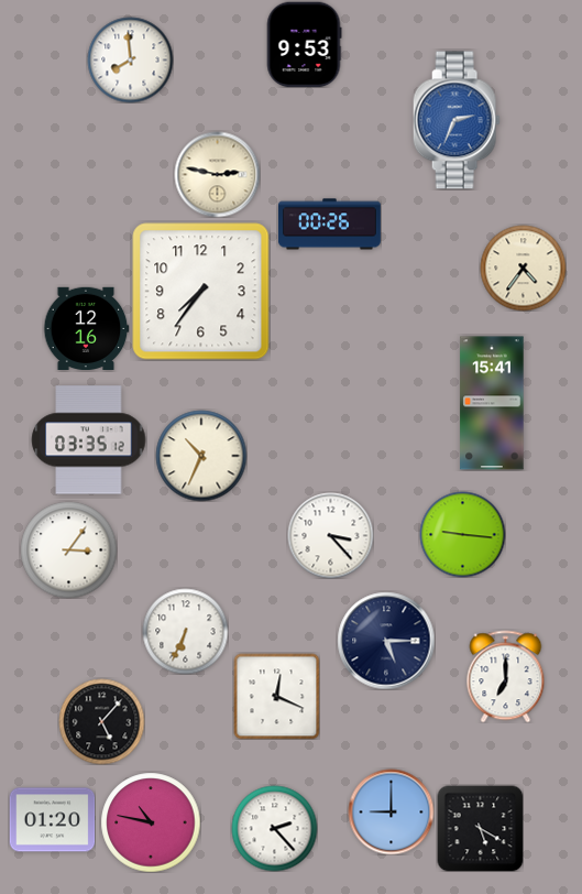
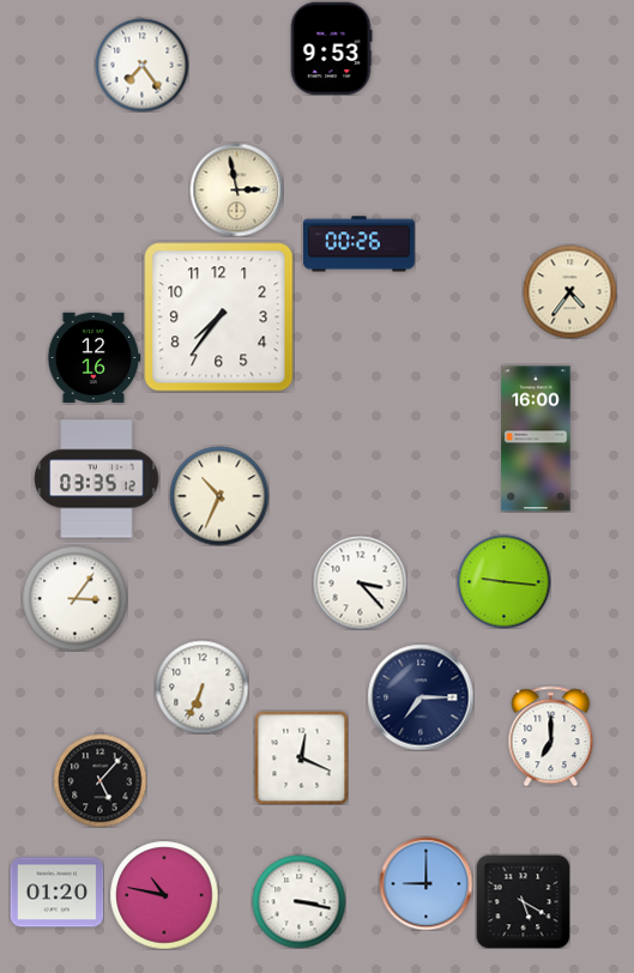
clock at (130, 59): 7:59 -> 7:24
clock at (457, 120): 2:34 -> none
clock at (217, 174): 2:47 -> 2:58
clock at (492, 403): 15:41 -> 16:00
clock at (386, 641): 5:15 -> 7:15
clock at (101, 721) position: (101, 721) -> (99, 780)
clock at (274, 828): 2:23 -> 3:17
